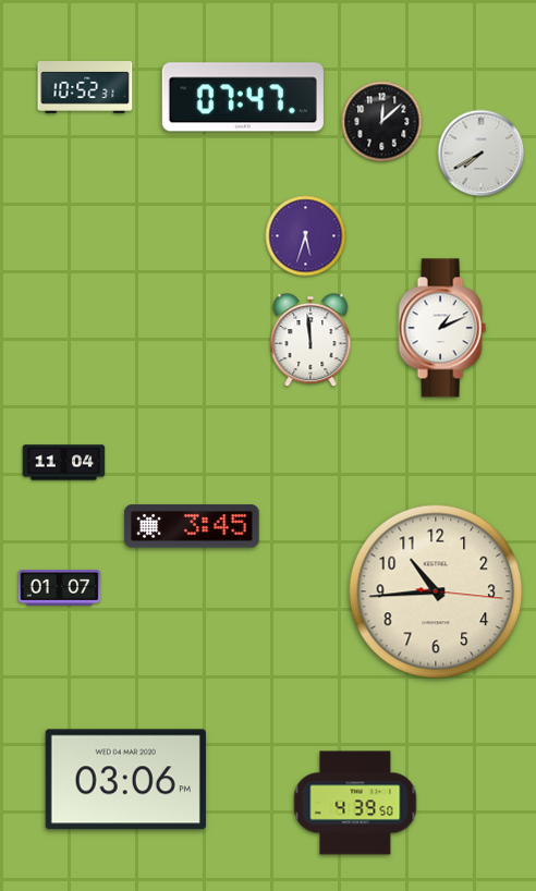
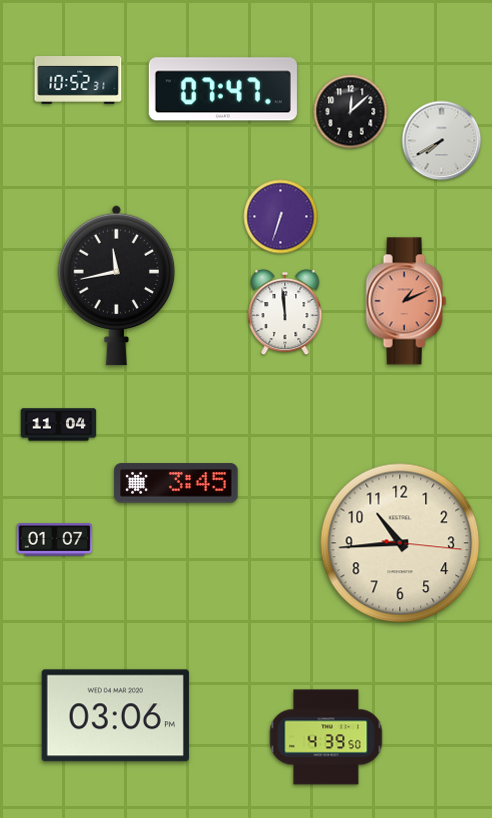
clock at (306, 236): 5:33 -> 6:33
clock at (116, 285): none -> 11:43
clock at (442, 328) dial: white -> salmon
